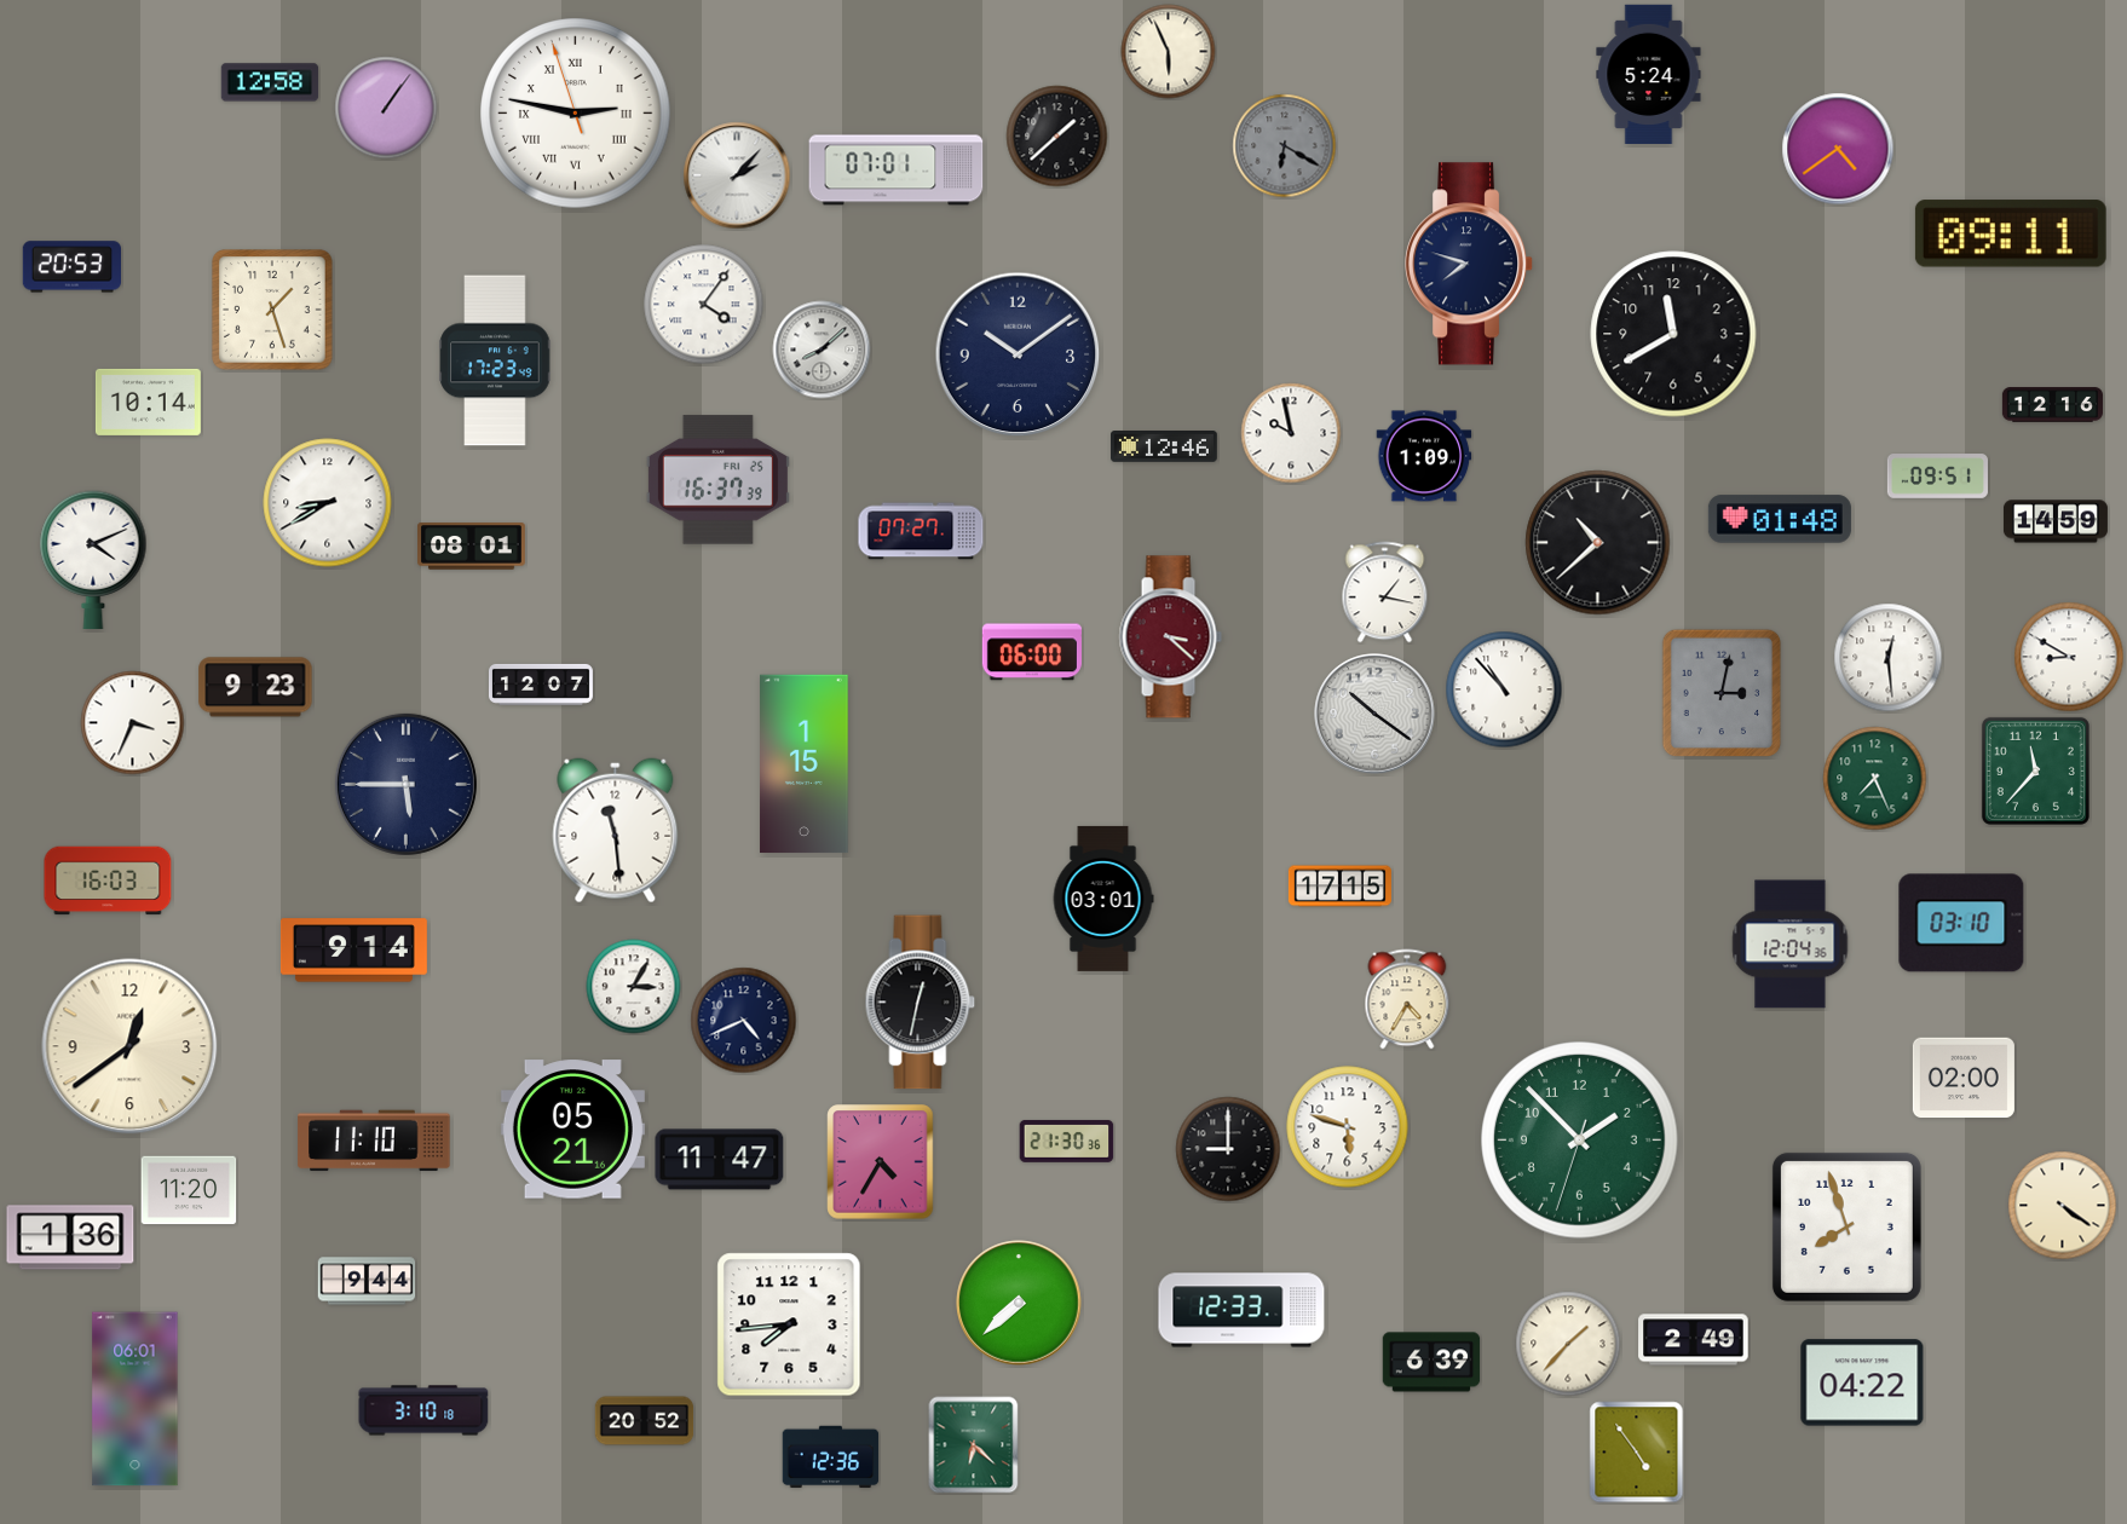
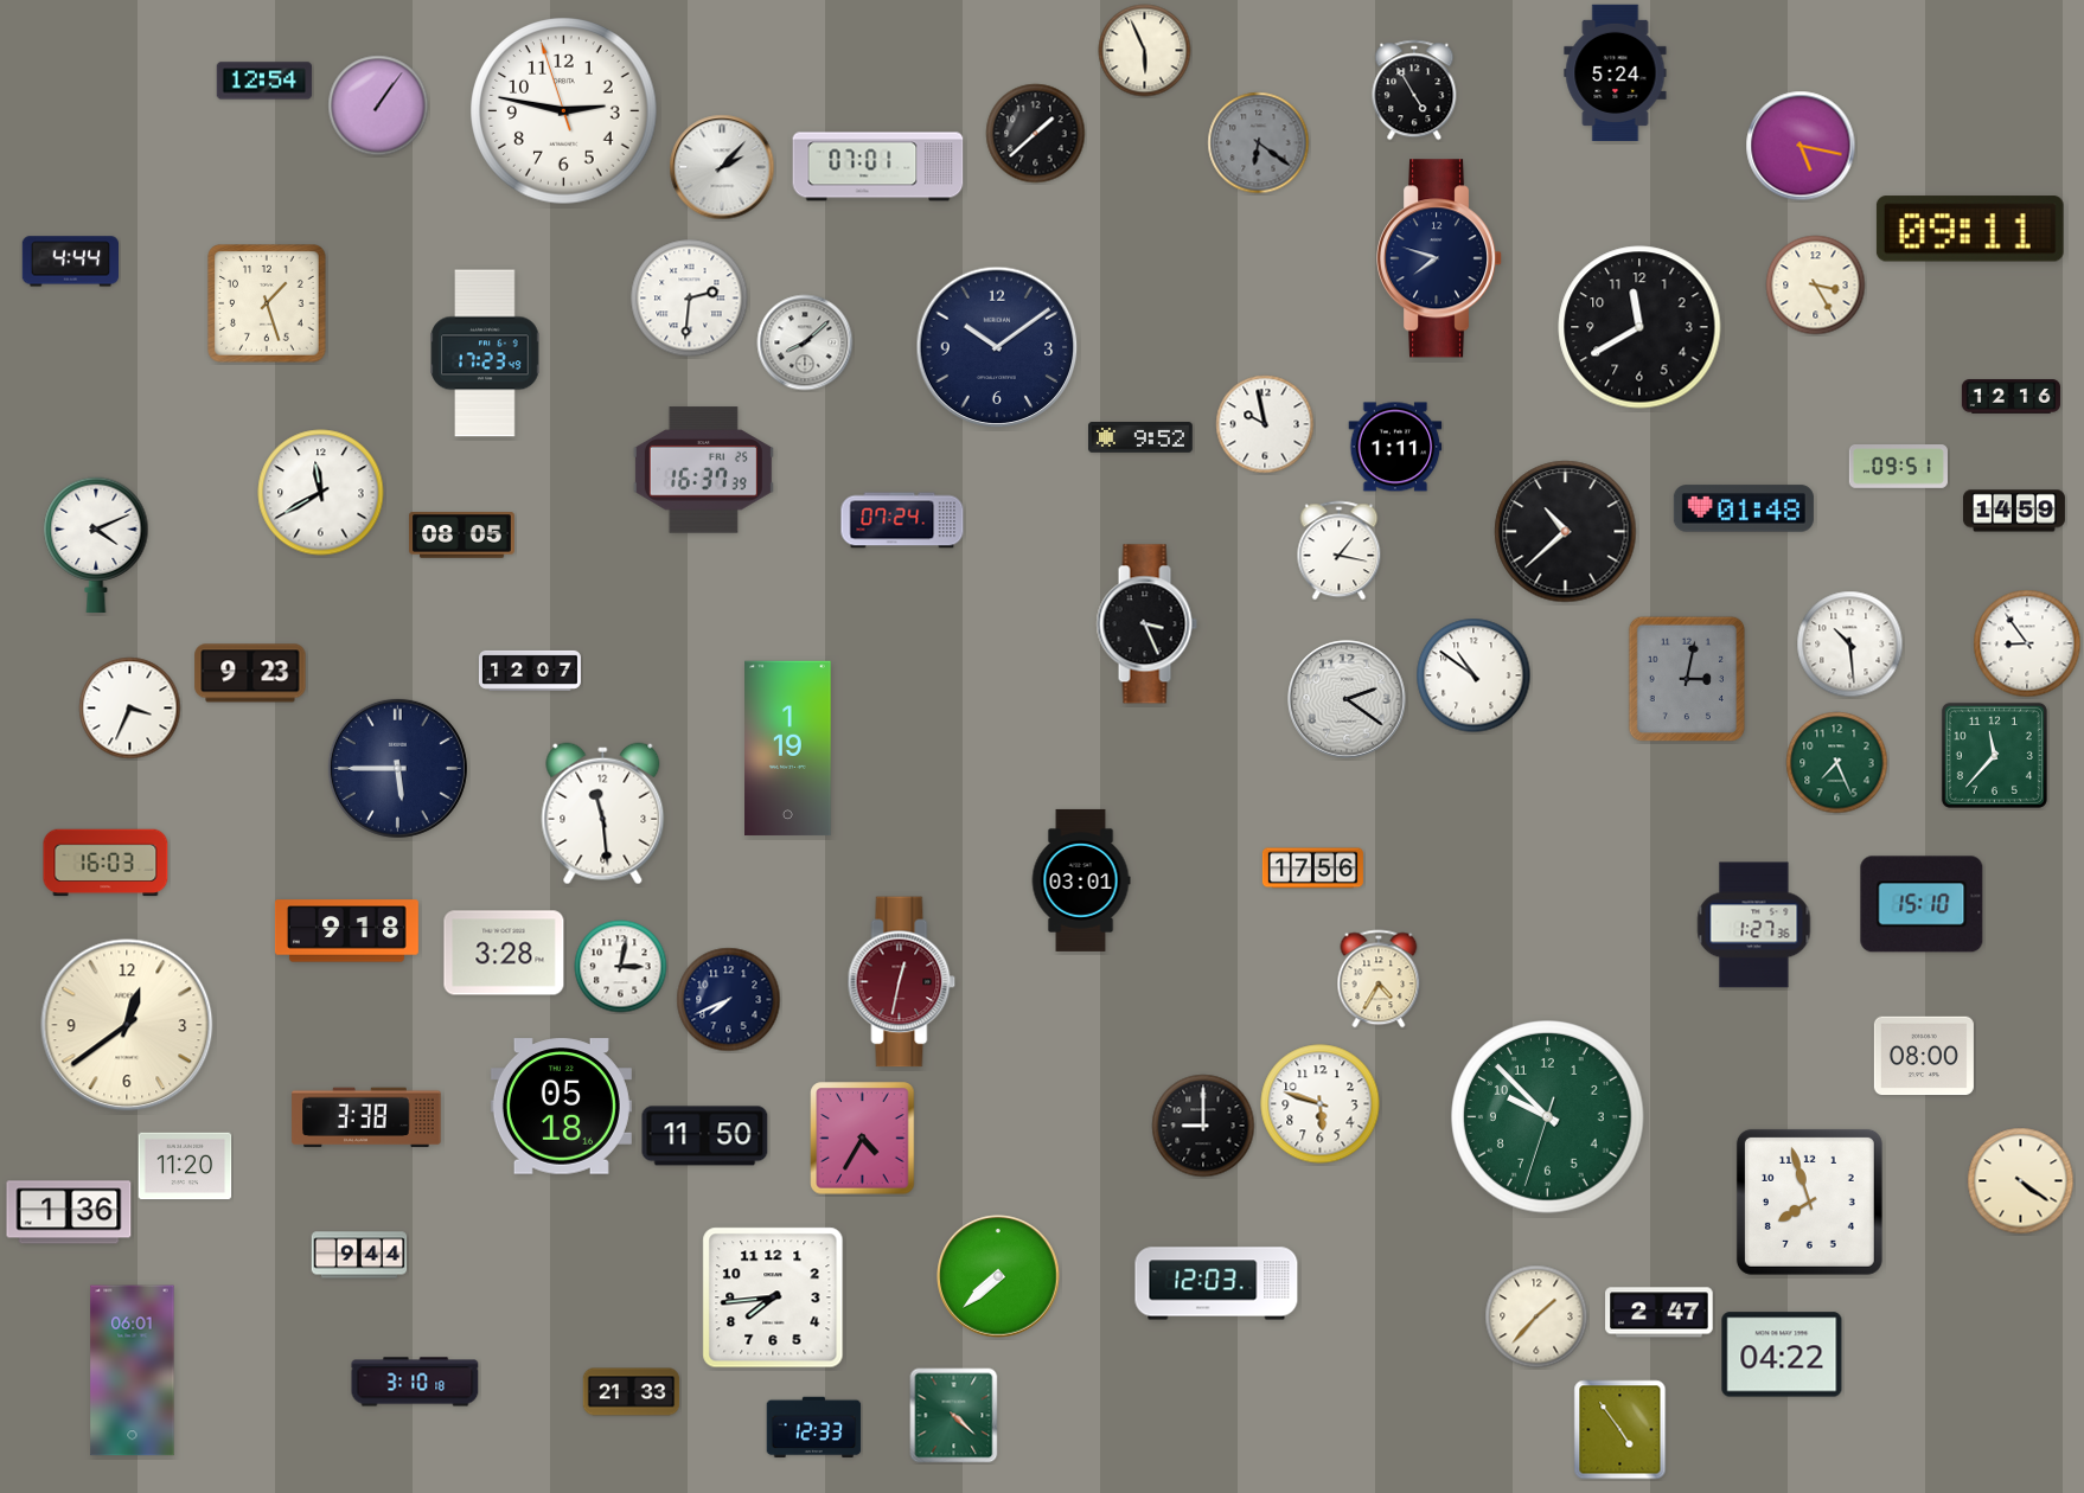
clock at (270, 82): 12:58 -> 12:54
clock at (1414, 90): none -> 4:55
clock at (576, 114) numerals: Roman -> Arabic
clock at (1285, 146): 6:20 -> 6:21
clock at (1838, 149): 4:39 -> 5:17
clock at (737, 175) position: (737, 175) -> (722, 167)
clock at (71, 267): 20:53 -> 4:44
clock at (1816, 286): none -> 3:25
clock at (704, 305): 4:06 -> 2:31
clock at (148, 402): 10:14 -> none
clock at (1165, 448): 12:46 -> 9:52
clock at (1424, 456): 1:09 -> 1:11
clock at (328, 503): 8:40 -> 11:40
clock at (921, 531): 07:27 -> 07:24
clock at (472, 547): 08:01 -> 08:05
clock at (93, 560) position: (93, 560) -> (96, 545)
clock at (1385, 593) position: (1385, 593) -> (1340, 551)
clock at (1170, 637): 3:22 -> 3:26
clock at (1170, 637) dial: burgundy -> black
clock at (1032, 652): 06:00 -> none
clock at (2069, 657): 8:50 -> 8:54
clock at (1889, 658): 12:29 -> 10:29
clock at (1504, 689): 10:53 -> 10:51
clock at (1374, 714): 10:21 -> 2:21
clock at (805, 764): 1:15 -> 1:19
clock at (1339, 887): 17:15 -> 17:56
clock at (1961, 923): 03:10 -> 15:10
clock at (1791, 945): 12:04 -> 1:27
clock at (353, 951): 9:14 -> 9:18
clock at (504, 953): none -> 3:28
clock at (634, 987): 3:05 -> 3:02
clock at (921, 1003) dial: black -> burgundy
clock at (744, 1021): 4:41 -> 7:41
clock at (1964, 1078): 02:00 -> 08:00
clock at (572, 1130): 05:21 -> 05:18
clock at (374, 1141): 11:10 -> 3:38
clock at (1067, 1141): 21:30 -> none
clock at (1580, 1141): 1:52 -> 9:52
clock at (720, 1160): 11:47 -> 11:50
clock at (1241, 1310): 12:33 -> 12:03
clock at (1694, 1340): 2:49 -> 2:47
clock at (1431, 1362): 6:39 -> none
clock at (1862, 1382) position: (1862, 1382) -> (1782, 1354)
clock at (645, 1421): 20:52 -> 21:33
clock at (974, 1445): 6:22 -> 4:22
clock at (1637, 1453) position: (1637, 1453) -> (1620, 1430)
clock at (831, 1457): 12:36 -> 12:33
